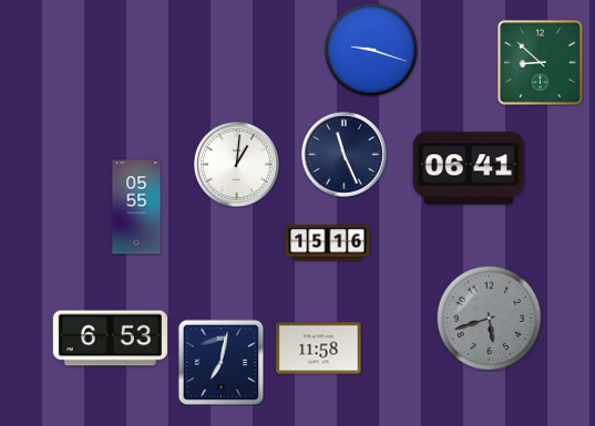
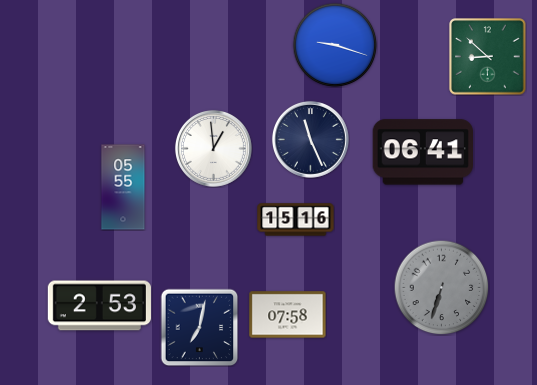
clock at (236, 164): 1:01 -> 12:59
clock at (489, 318): 5:42 -> 6:33
clock at (110, 339): 6:53 -> 2:53
clock at (319, 349): 11:58 -> 07:58
